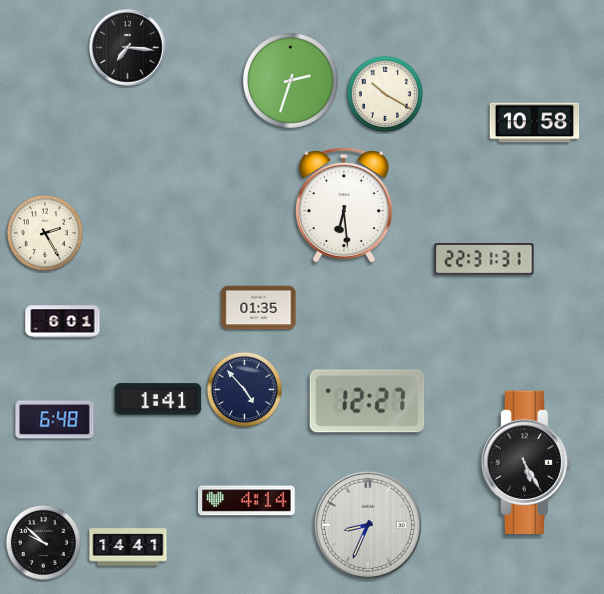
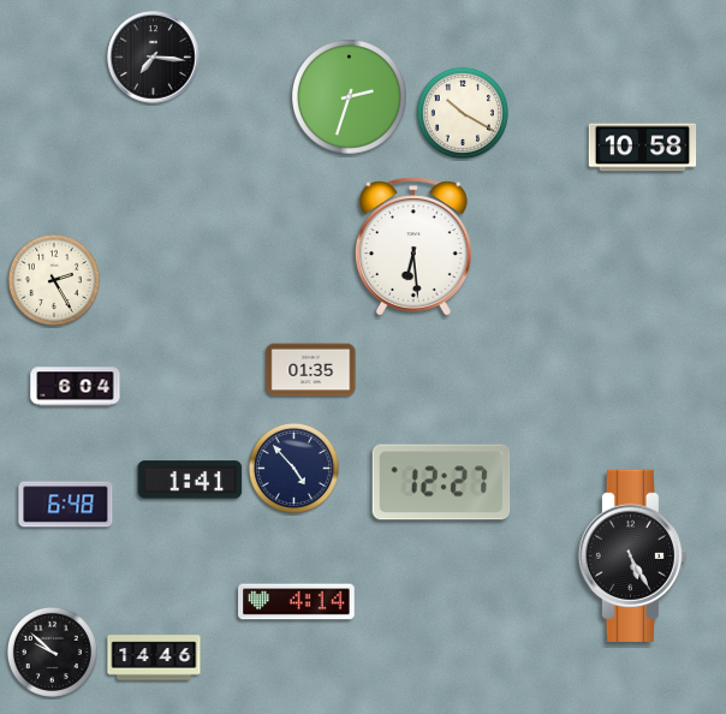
clock at (484, 260): 22:31 -> none
clock at (63, 322): 6:01 -> 6:04
clock at (368, 525): 8:34 -> none
clock at (128, 547): 14:41 -> 14:46
